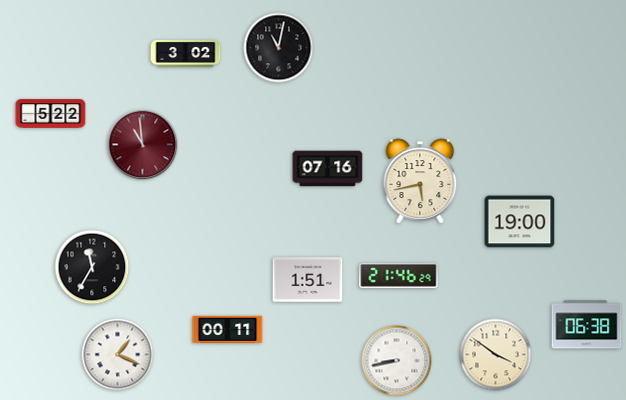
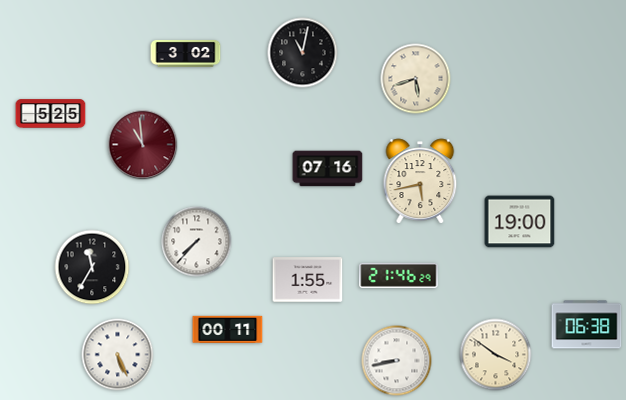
clock at (279, 48) position: (279, 48) -> (303, 53)
clock at (416, 79): none -> 5:42
clock at (51, 114): 5:22 -> 5:25
clock at (197, 242): none -> 7:37
clock at (308, 280): 1:51 -> 1:55
clock at (118, 355): 1:19 -> 5:26
